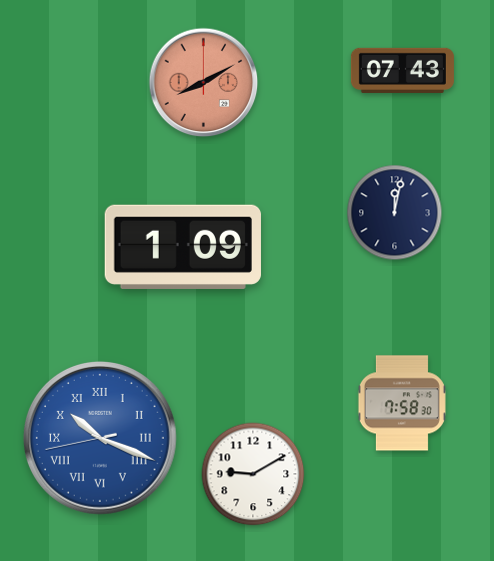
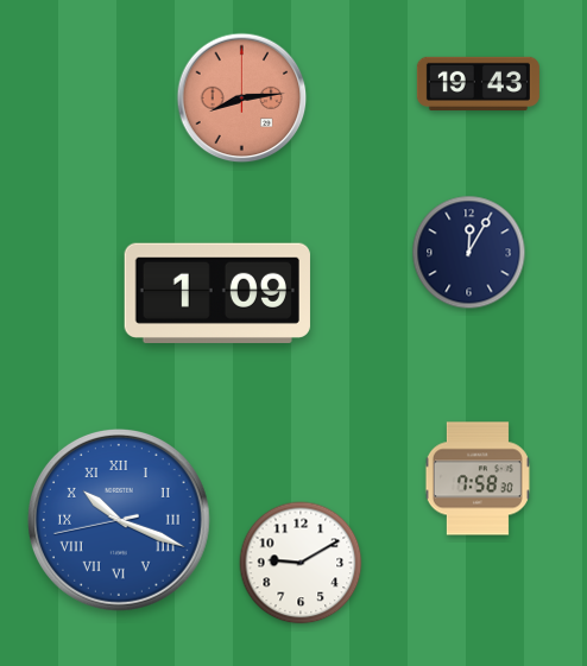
clock at (402, 70): 07:43 -> 19:43
clock at (204, 83): 8:10 -> 8:14
clock at (395, 213): 12:02 -> 12:05
